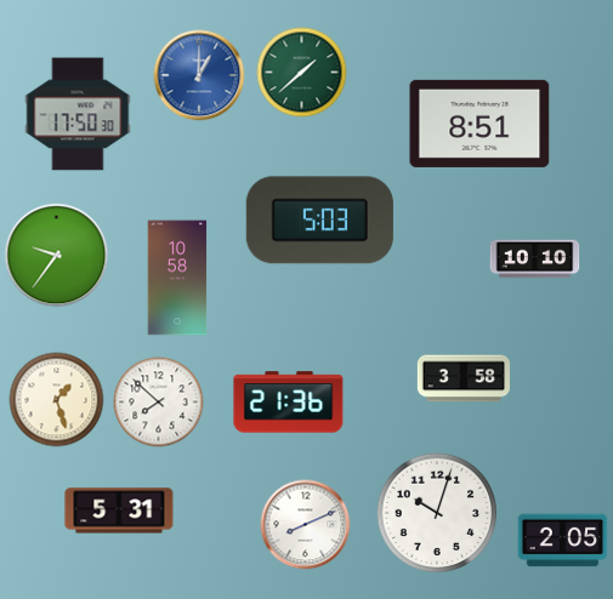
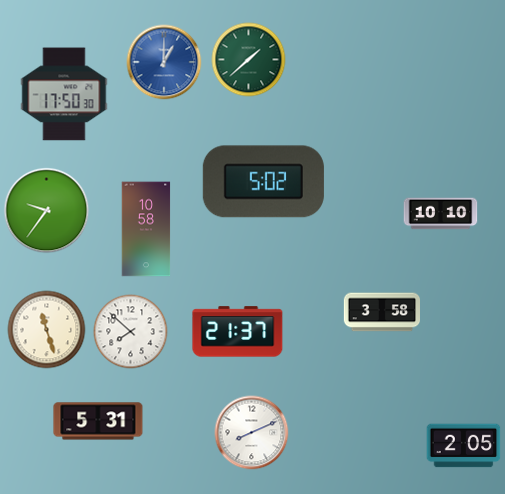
clock at (479, 124): 8:51 -> none
clock at (319, 221): 5:03 -> 5:02
clock at (57, 400): 1:27 -> 11:27
clock at (289, 403): 21:36 -> 21:37
clock at (437, 513): 10:03 -> none
